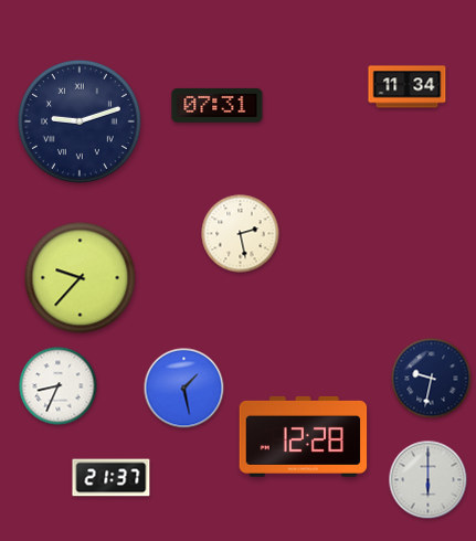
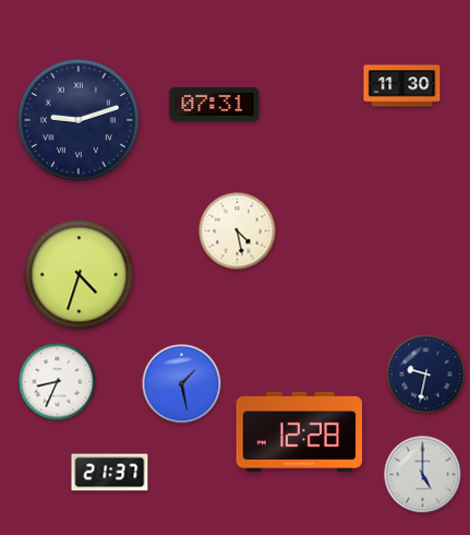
clock at (408, 87): 11:34 -> 11:30
clock at (241, 234): 2:28 -> 4:28
clock at (81, 278): 9:37 -> 4:33
clock at (429, 480): 6:00 -> 5:00
